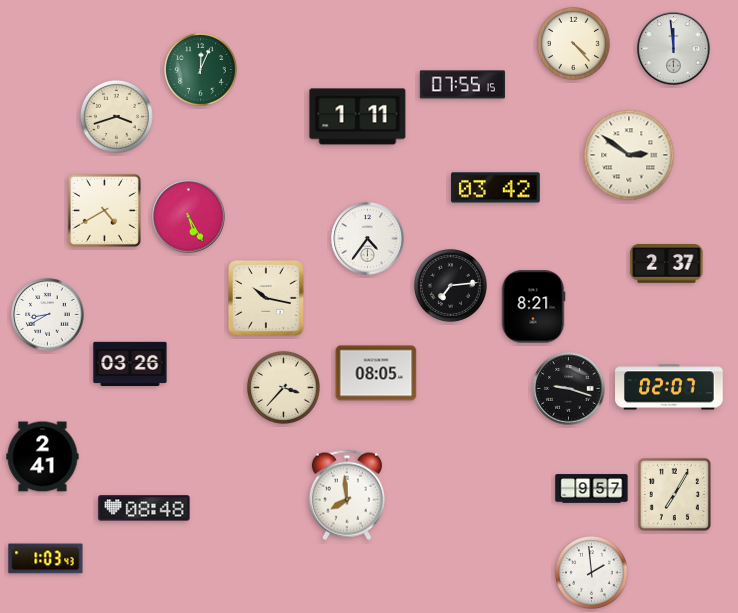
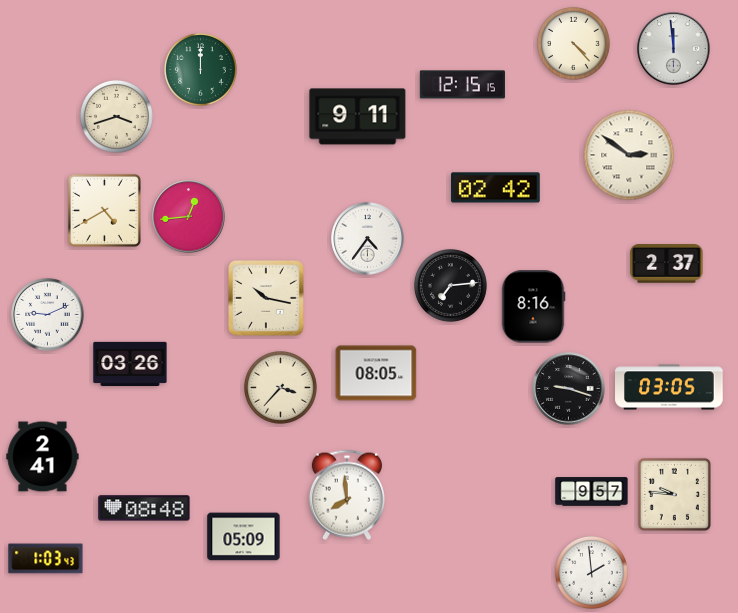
clock at (200, 69): 12:04 -> 12:00
clock at (462, 85): 07:55 -> 12:15
clock at (358, 117): 1:11 -> 9:11
clock at (496, 188): 03:42 -> 02:42
clock at (189, 217): 5:25 -> 12:44
clock at (533, 307): 8:21 -> 8:16
clock at (48, 315): 8:40 -> 9:11
clock at (283, 387) position: (283, 387) -> (280, 387)
clock at (669, 387): 02:07 -> 03:05
clock at (592, 489) position: (592, 489) -> (592, 492)
clock at (674, 494): 7:05 -> 9:46
clock at (244, 537): none -> 05:09
